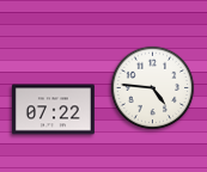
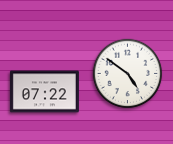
clock at (153, 88): 4:46 -> 4:51
